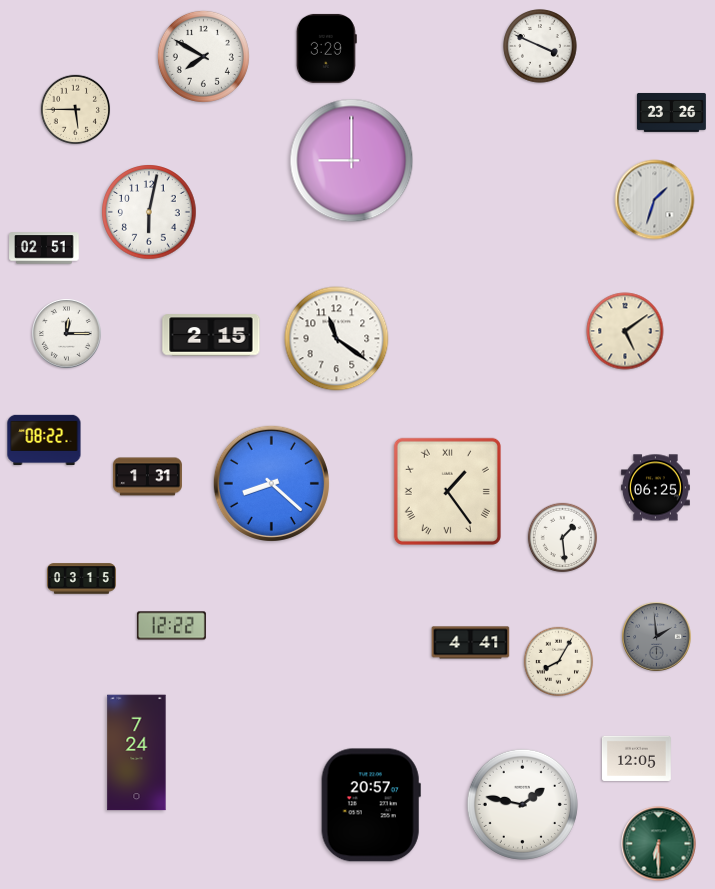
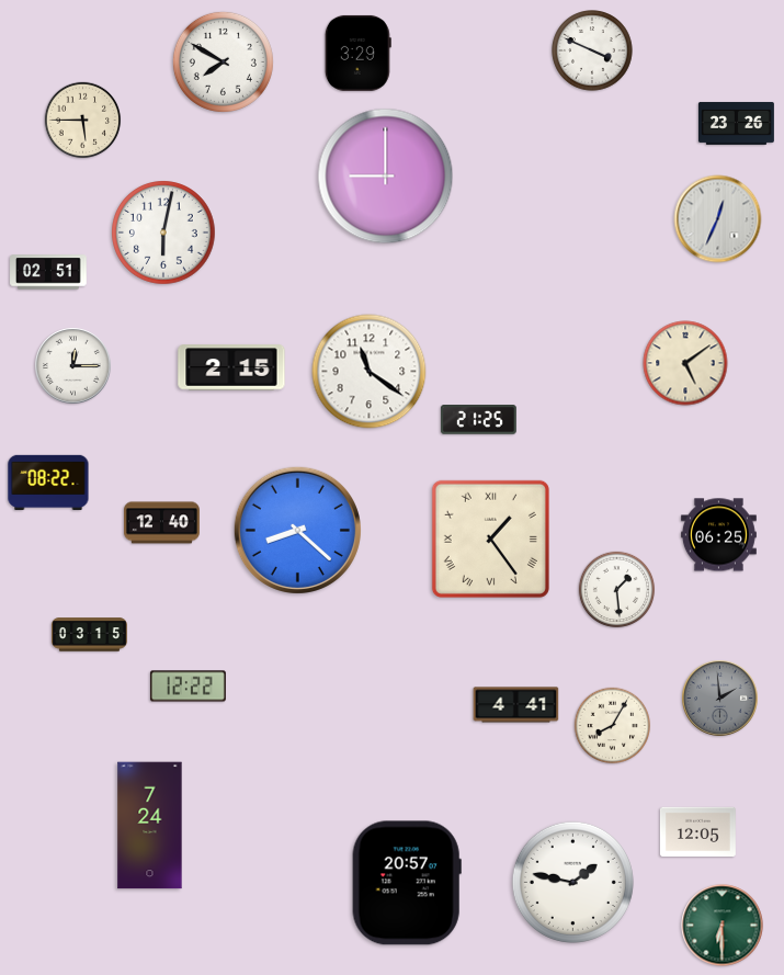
clock at (655, 200): 1:33 -> 12:34
clock at (478, 420): none -> 21:25
clock at (147, 477): 1:31 -> 12:40
